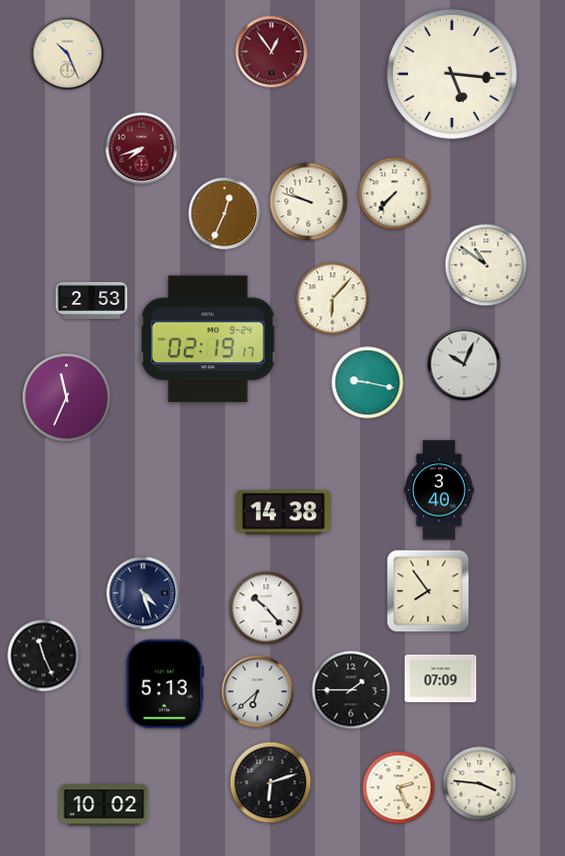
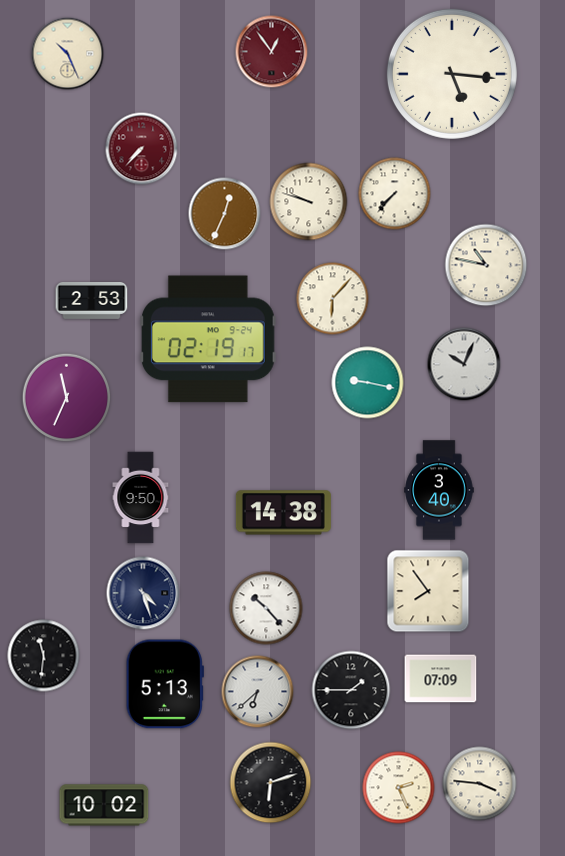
clock at (142, 149): 7:42 -> 7:37
clock at (486, 265): 10:51 -> 10:47
clock at (141, 498): none -> 9:50
clock at (44, 656): 11:26 -> 11:31
